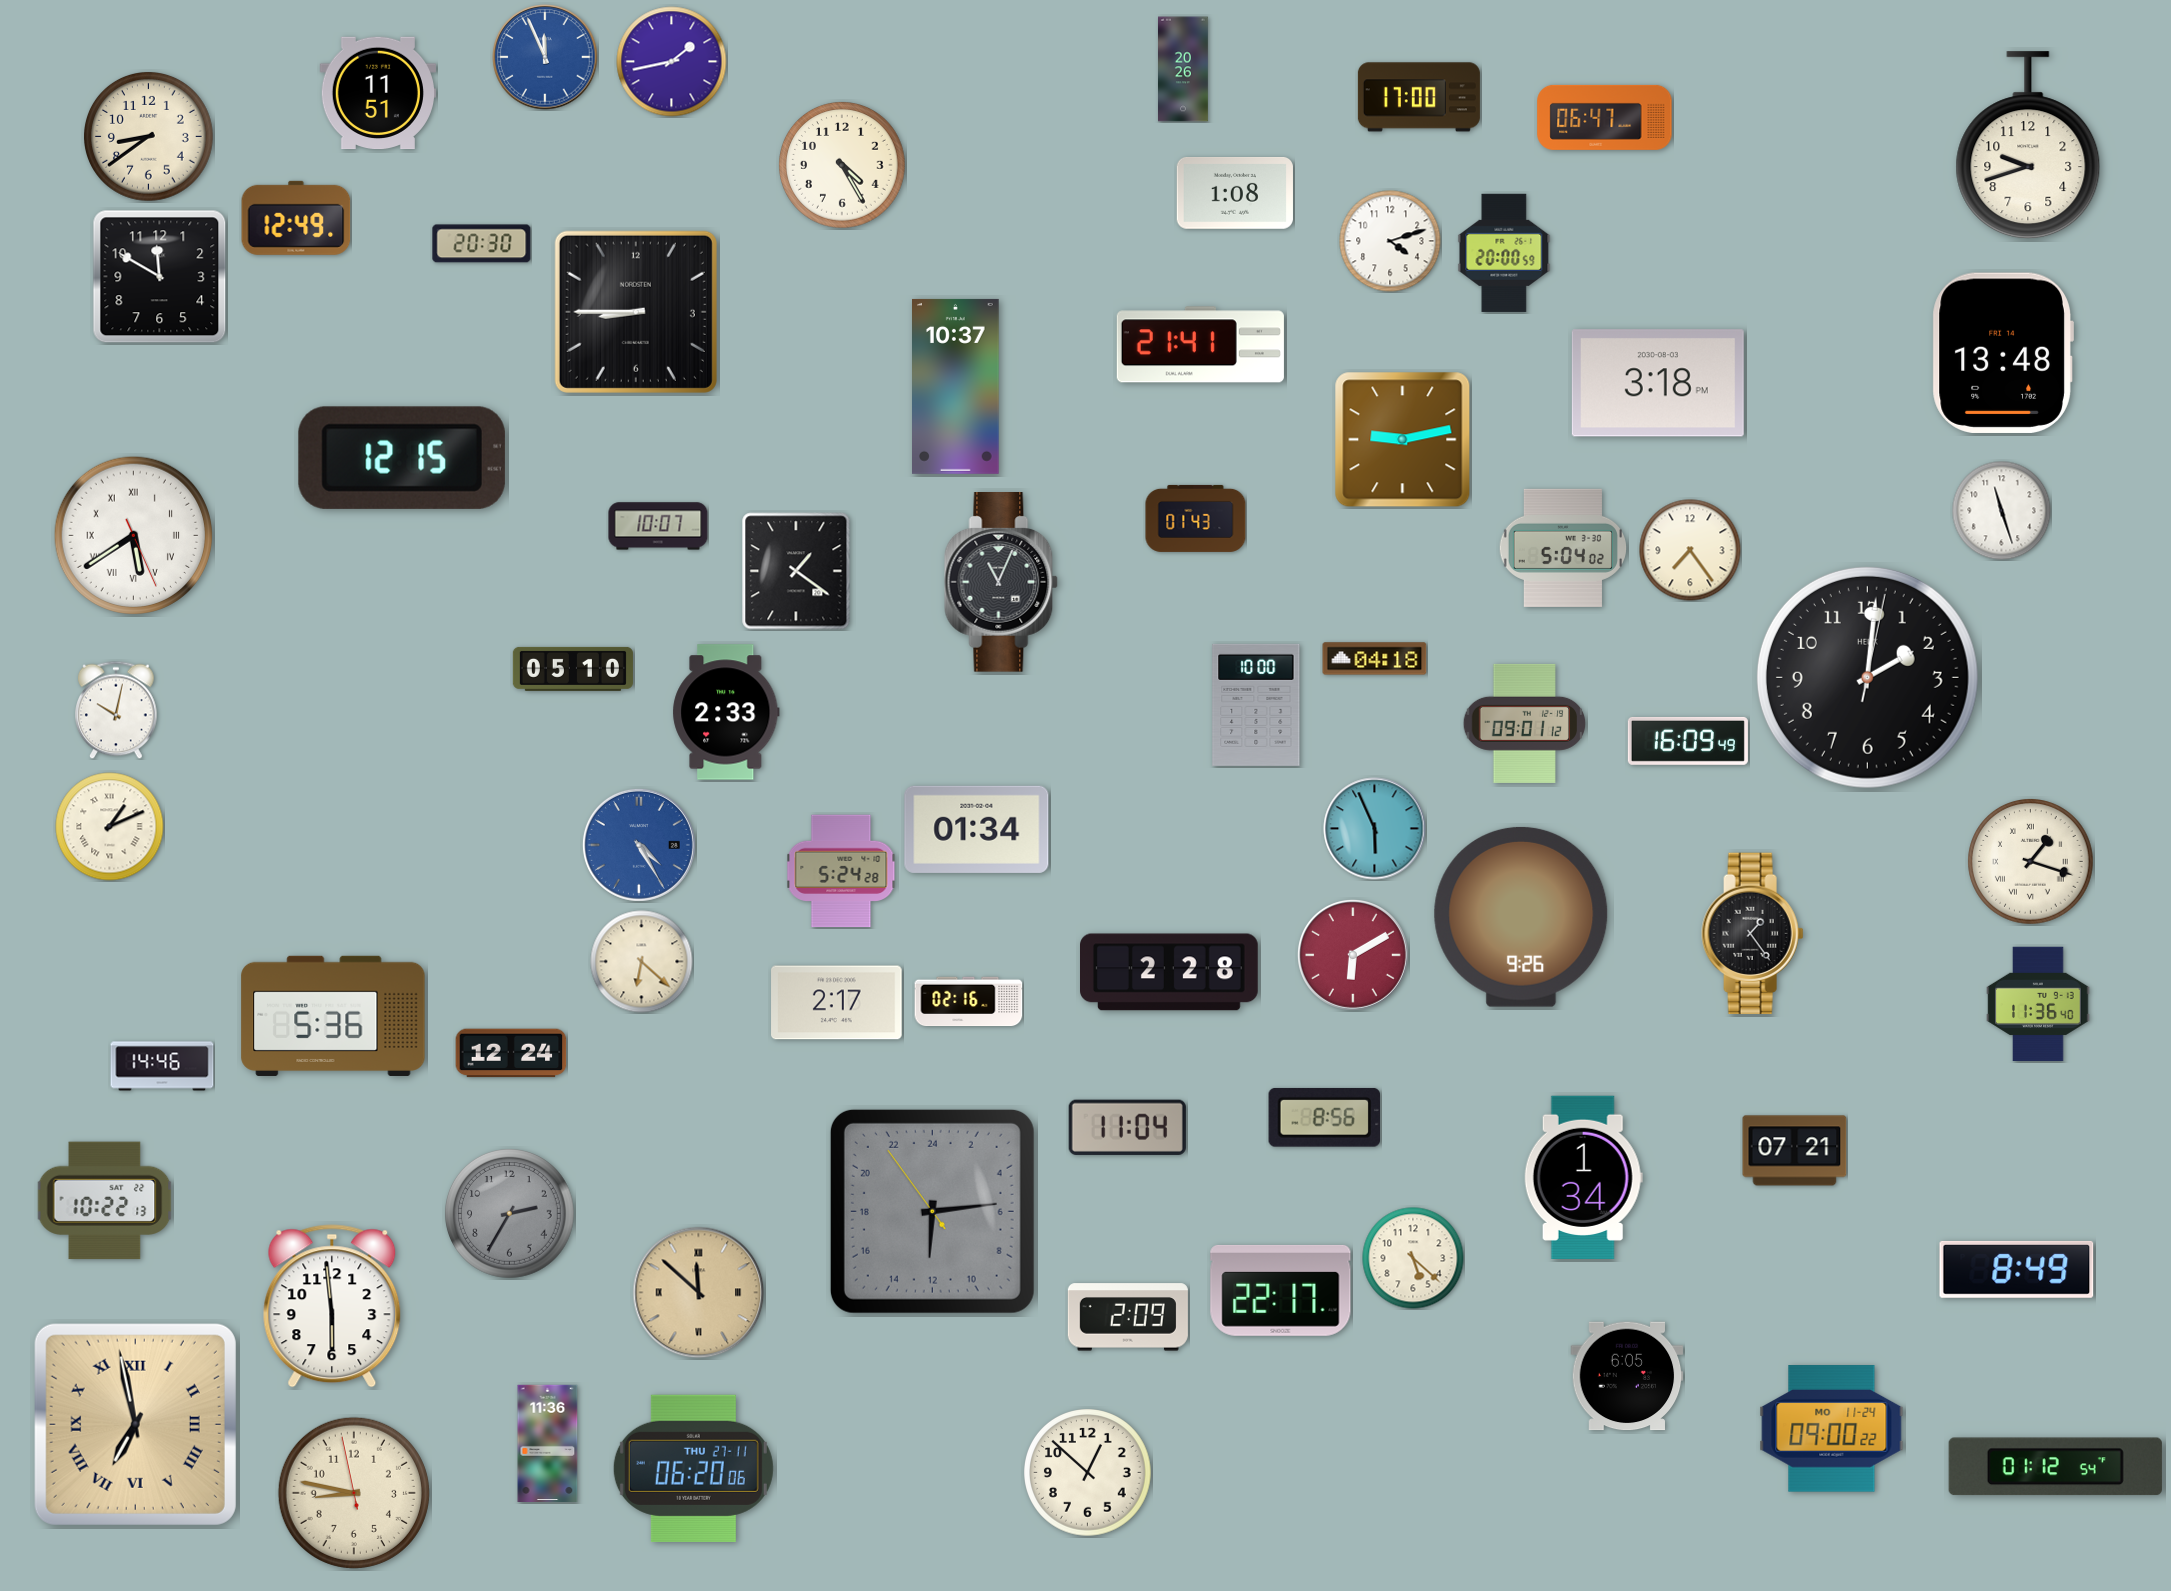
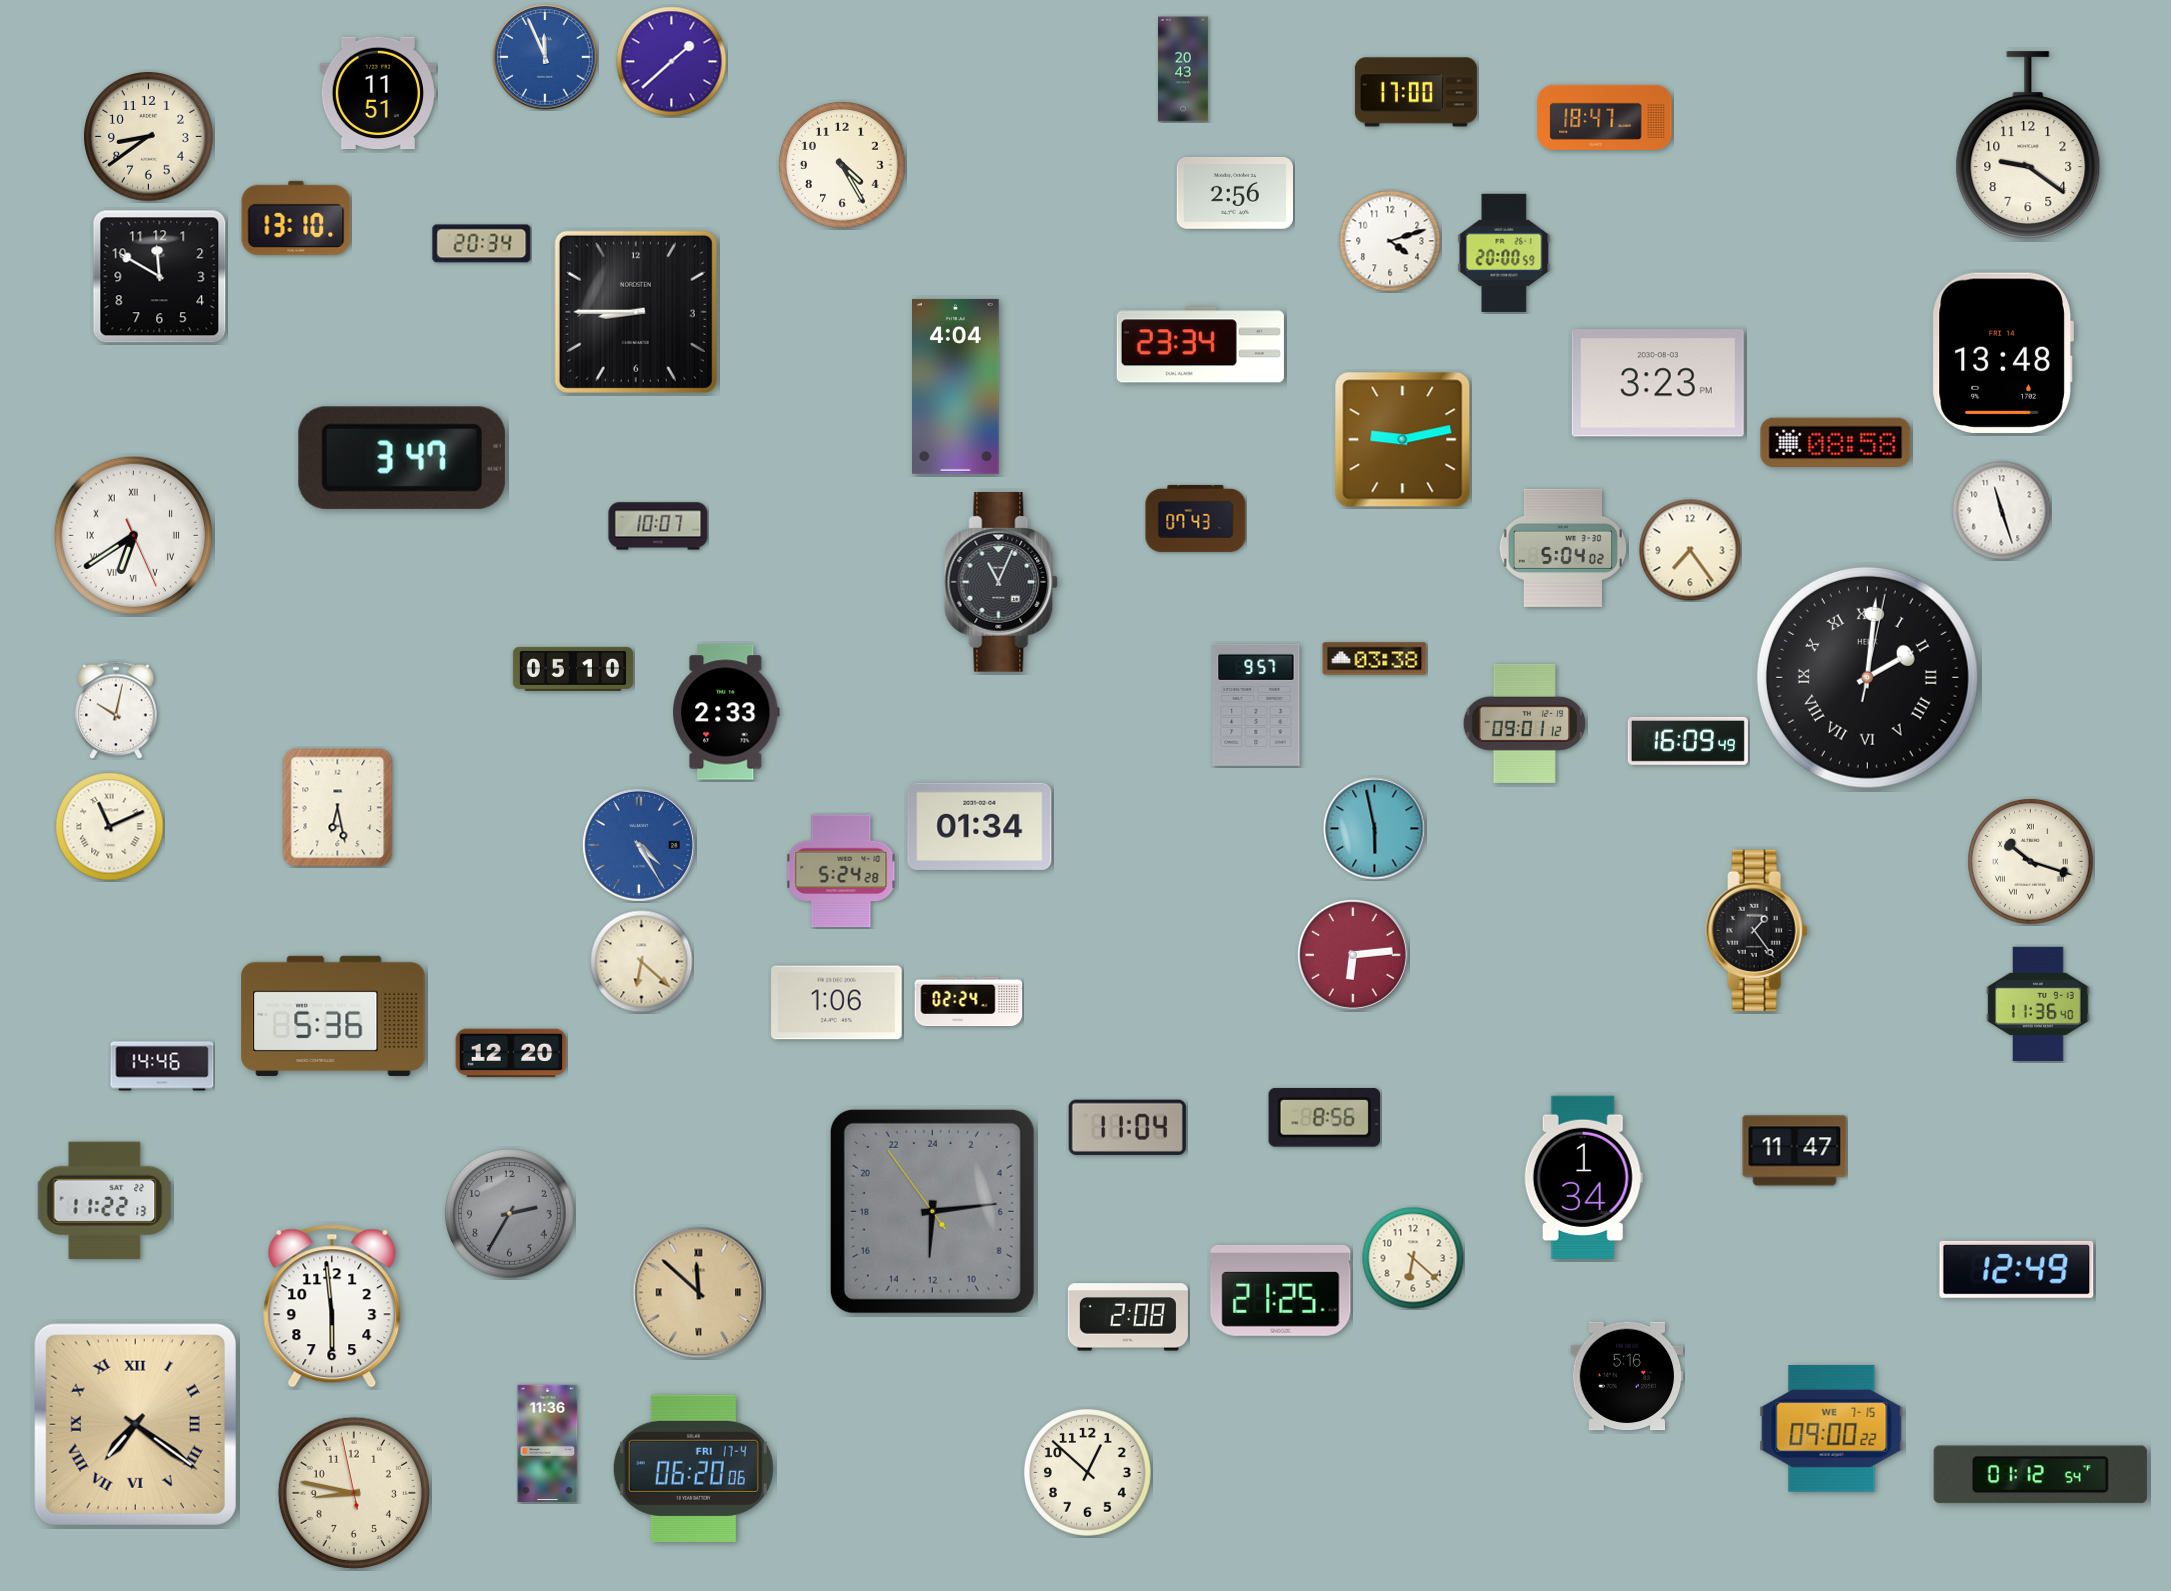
clock at (672, 62): 1:43 -> 1:38
clock at (1184, 69): 20:26 -> 20:43
clock at (1419, 97) position: (1419, 97) -> (1416, 92)
clock at (1605, 117): 06:47 -> 18:47
clock at (2028, 146): 9:42 -> 9:21
clock at (1235, 193): 1:08 -> 2:56
clock at (296, 218): 12:49 -> 13:10
clock at (482, 244): 20:30 -> 20:34
clock at (1200, 345): 21:41 -> 23:34
clock at (1658, 383): 3:18 -> 3:23
clock at (956, 386): 10:37 -> 4:04
clock at (1836, 442): none -> 08:58
clock at (402, 458): 12:15 -> 3:47
clock at (1196, 518): 01:43 -> 07:43
clock at (133, 535): 5:39 -> 6:39
clock at (796, 571): 1:21 -> none
clock at (1375, 659): 04:18 -> 03:38
clock at (1867, 677) numerals: Arabic -> Roman
clock at (1256, 705): 10:00 -> 9:57
clock at (338, 808): none -> 6:28
clock at (110, 827): 1:11 -> 11:11
clock at (977, 829) position: (977, 829) -> (980, 826)
clock at (1375, 829): 5:56 -> 5:58
clock at (2031, 862): 1:18 -> 10:18
clock at (1521, 917): 9:26 -> none
clock at (1753, 934) position: (1753, 934) -> (1757, 931)
clock at (1353, 955): 6:10 -> 6:14
clock at (1170, 972): 2:28 -> none
clock at (969, 1002): 02:16 -> 02:24
clock at (837, 1003): 2:17 -> 1:06
clock at (511, 1053): 12:24 -> 12:20
clock at (1795, 1151): 07:21 -> 11:47
clock at (105, 1201): 10:22 -> 11:22
clock at (1413, 1258): 5:22 -> 6:22
clock at (2017, 1269): 8:49 -> 12:49
clock at (1281, 1290): 22:17 -> 21:25
clock at (1128, 1317): 2:09 -> 2:08
clock at (1627, 1376): 6:05 -> 5:16
clock at (135, 1424): 6:58 -> 7:21
clock at (1832, 1429) date: MO 11-24 -> WE 7-15
clock at (2055, 1467) position: (2055, 1467) -> (2040, 1475)
clock at (693, 1468) date: THU 27-11 -> FRI 17-4
